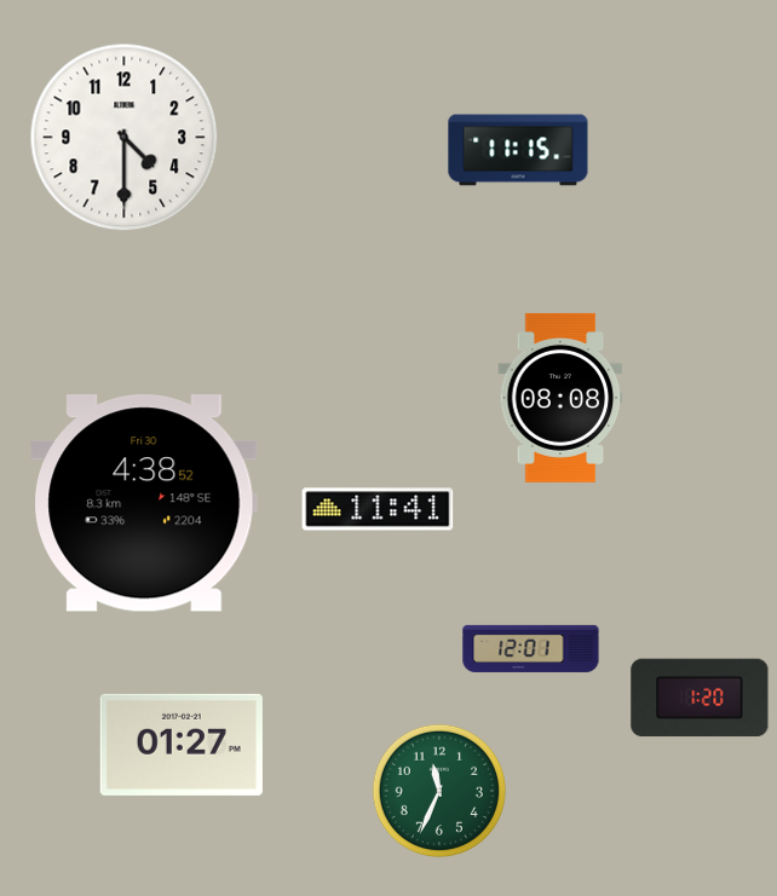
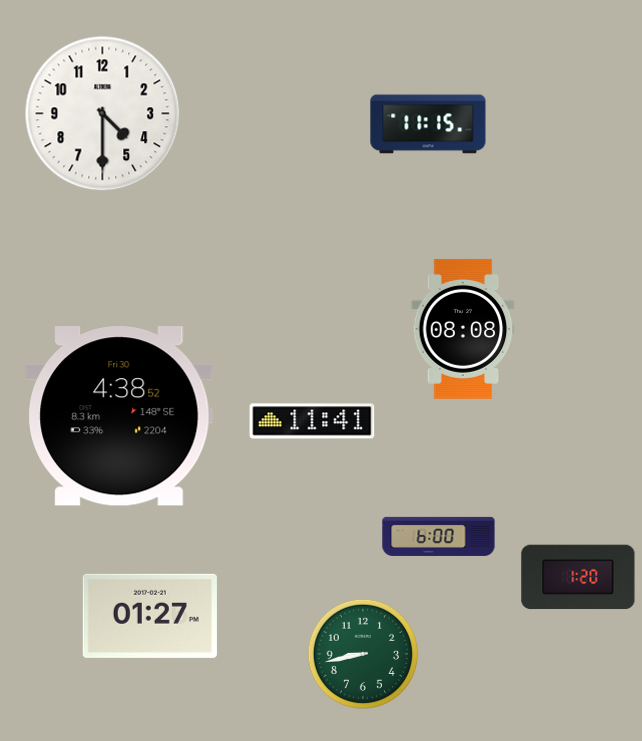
clock at (531, 648): 12:01 -> 6:00
clock at (438, 790): 11:34 -> 8:43
